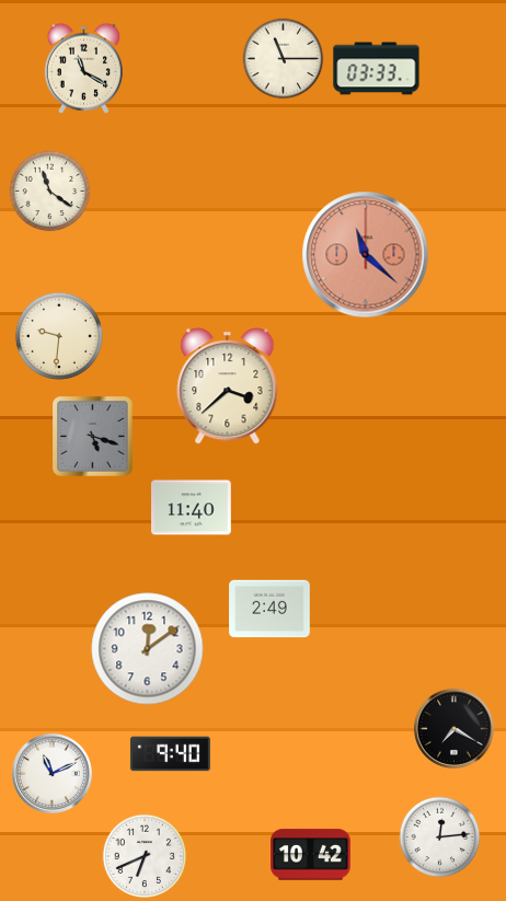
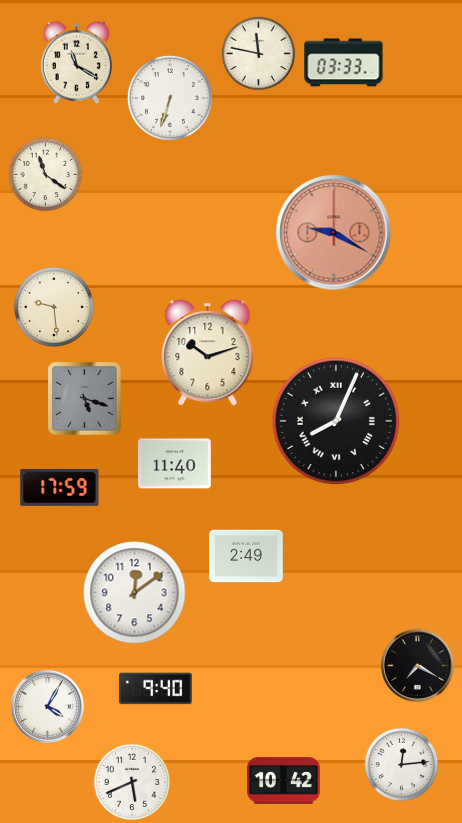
clock at (284, 59): 11:15 -> 11:47
clock at (170, 98): none -> 6:33
clock at (366, 255): 11:22 -> 9:20
clock at (59, 336): 9:31 -> 9:29
clock at (228, 386): 3:38 -> 10:12
clock at (336, 421): none -> 8:04
clock at (60, 487): none -> 17:59
clock at (453, 728) position: (453, 728) -> (417, 665)
clock at (51, 773): 11:11 -> 4:05
clock at (145, 856): 6:41 -> 5:41
